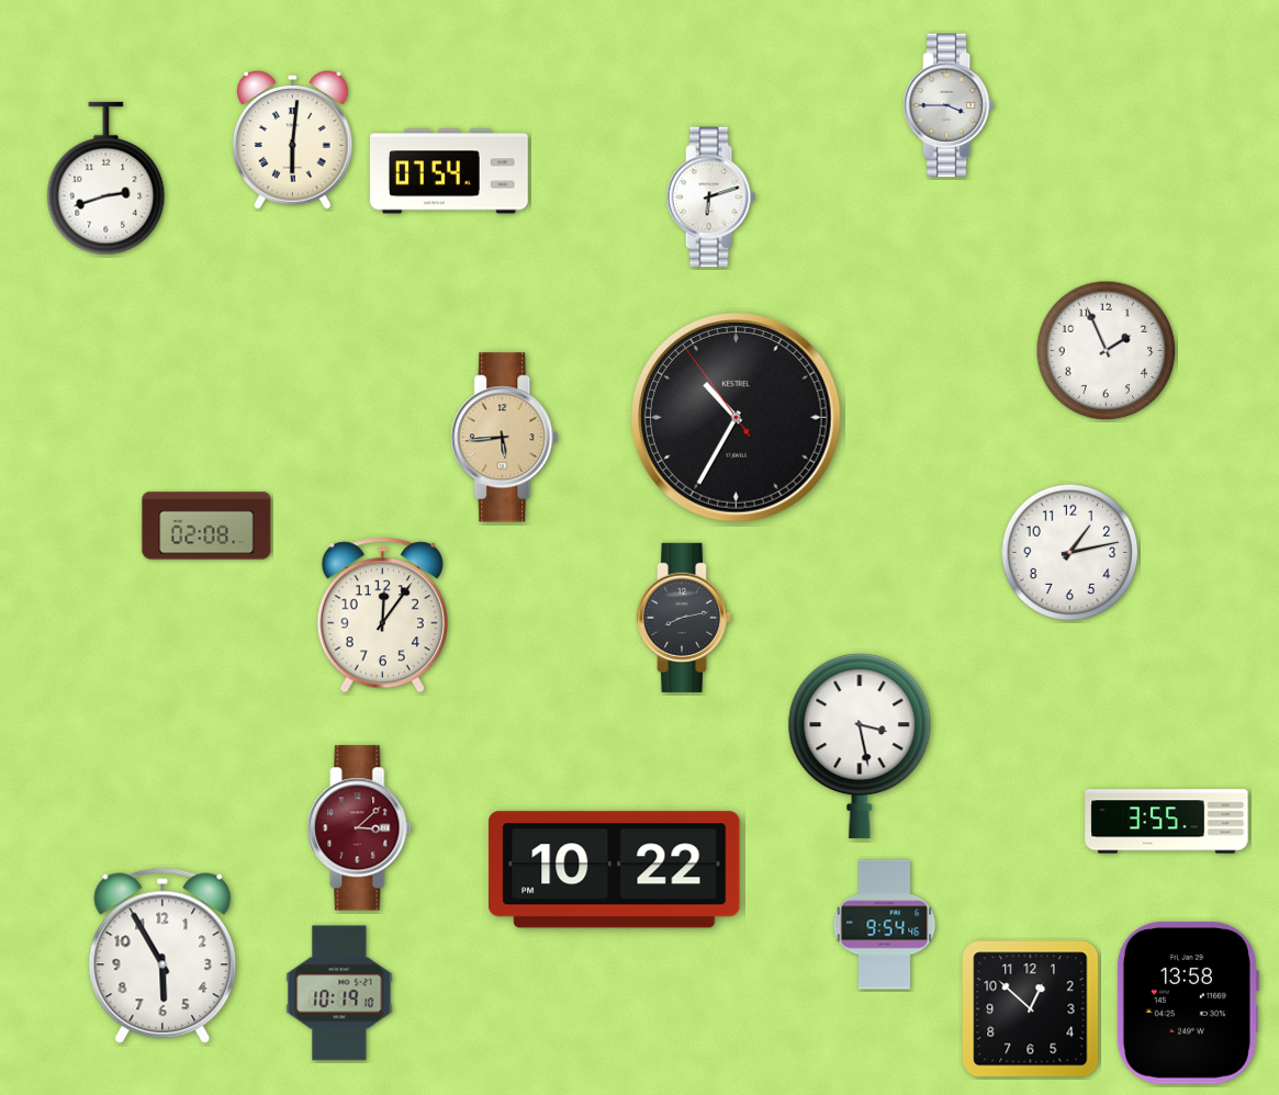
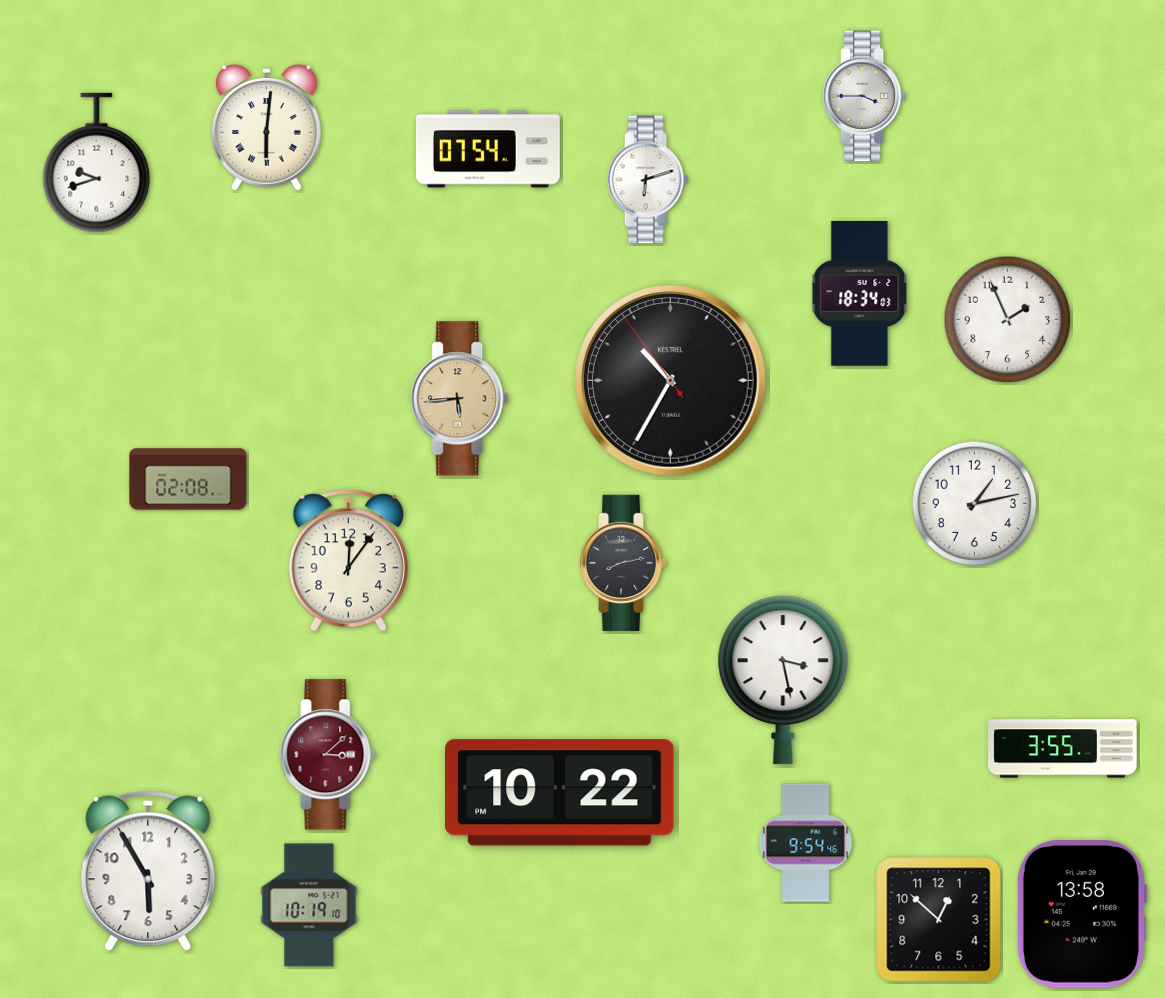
clock at (449, 171) position: (449, 171) -> (488, 149)
clock at (106, 179): 2:42 -> 9:42
clock at (860, 294): none -> 18:34
